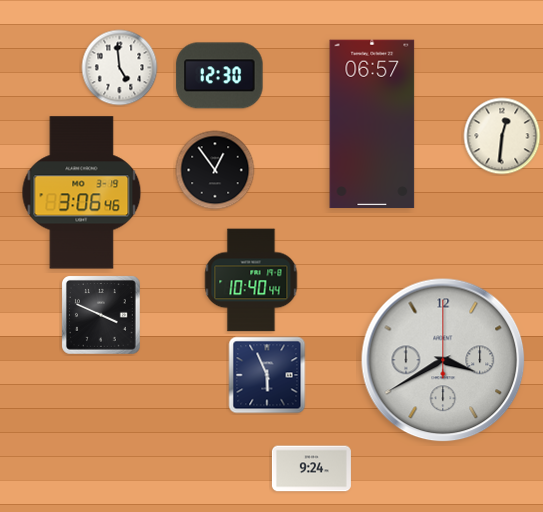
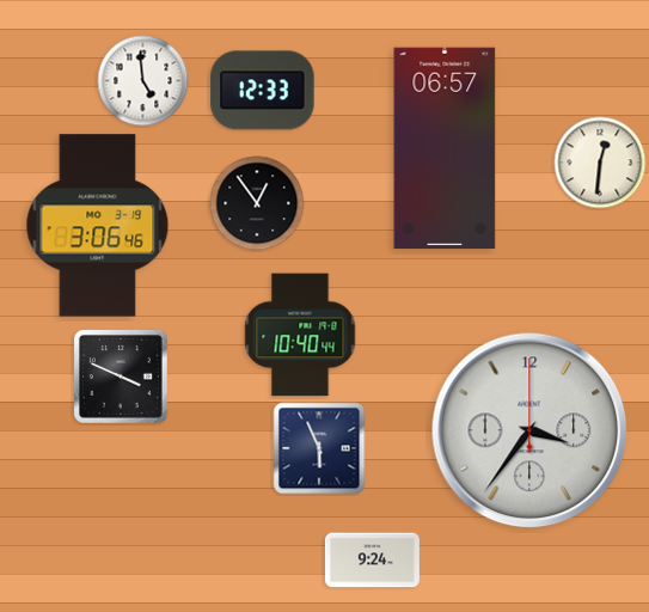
clock at (220, 76): 12:30 -> 12:33
clock at (82, 193) position: (82, 193) -> (98, 226)
clock at (443, 360): 3:40 -> 3:36
